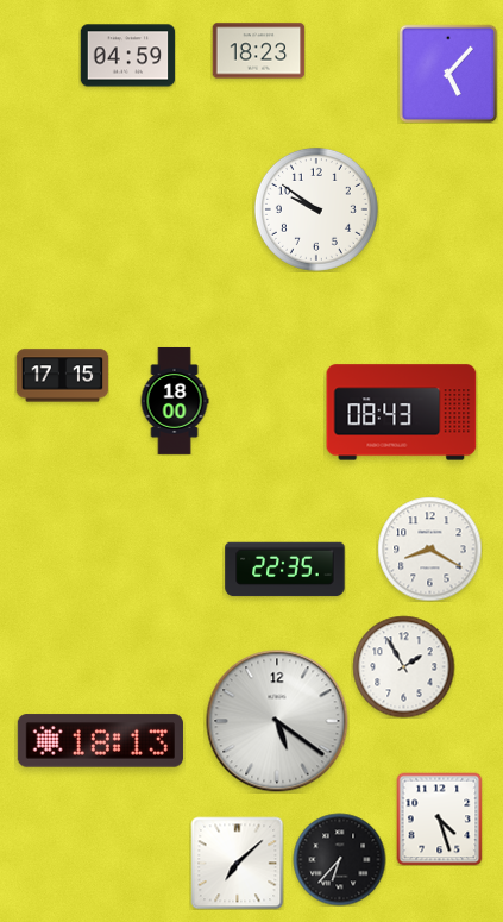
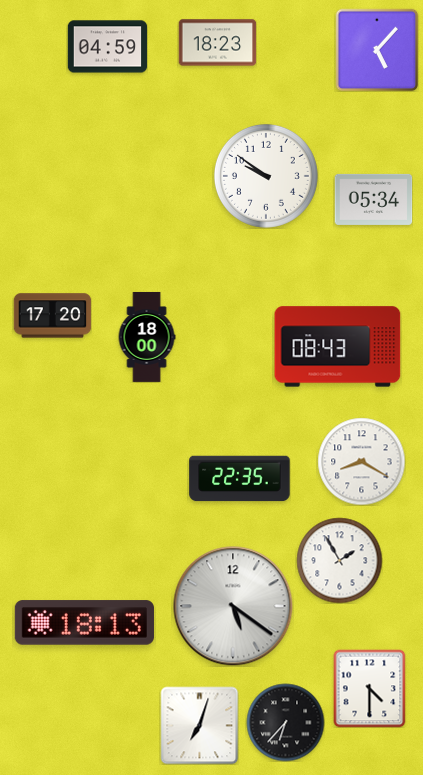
clock at (448, 74) position: (448, 74) -> (377, 50)
clock at (373, 199): none -> 05:34
clock at (62, 376): 17:15 -> 17:20
clock at (440, 818): 4:27 -> 4:30
clock at (237, 863): 7:08 -> 7:03
